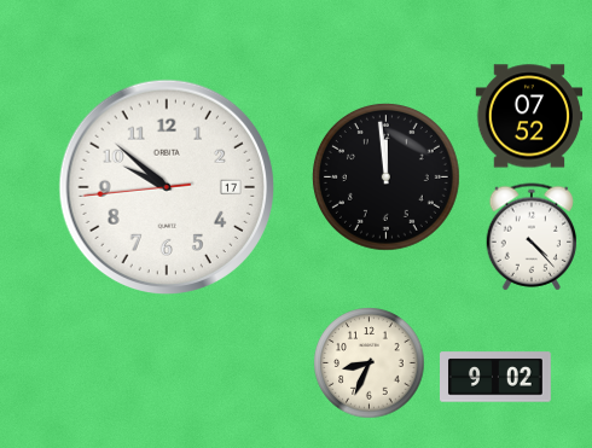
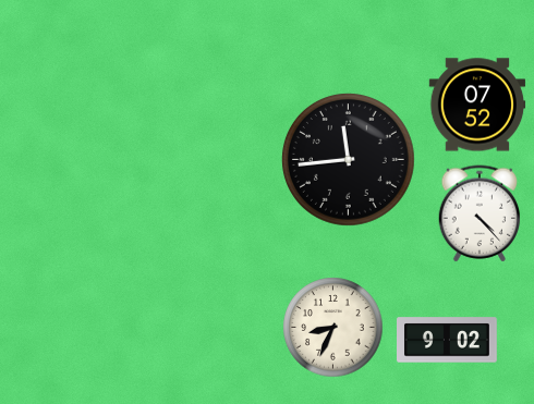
clock at (385, 176): 11:59 -> 11:44
clock at (167, 187): 9:51 -> none
